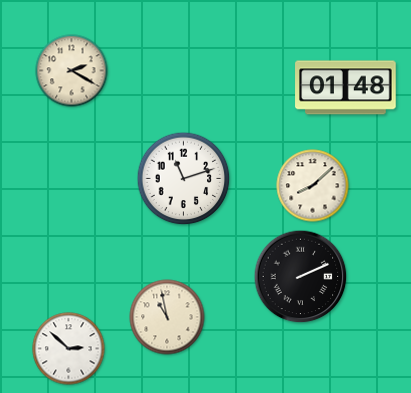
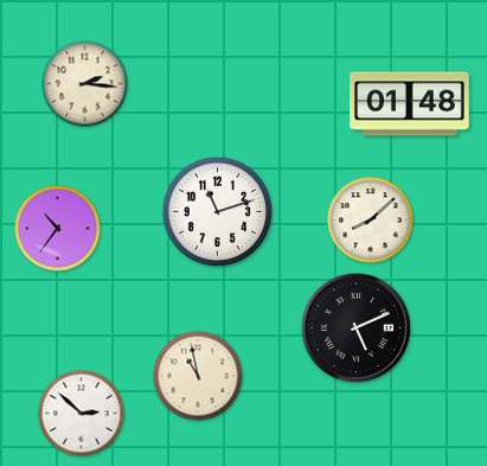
clock at (72, 71): 2:20 -> 2:16
clock at (58, 229): none -> 10:36
clock at (301, 277): 2:11 -> 5:11
